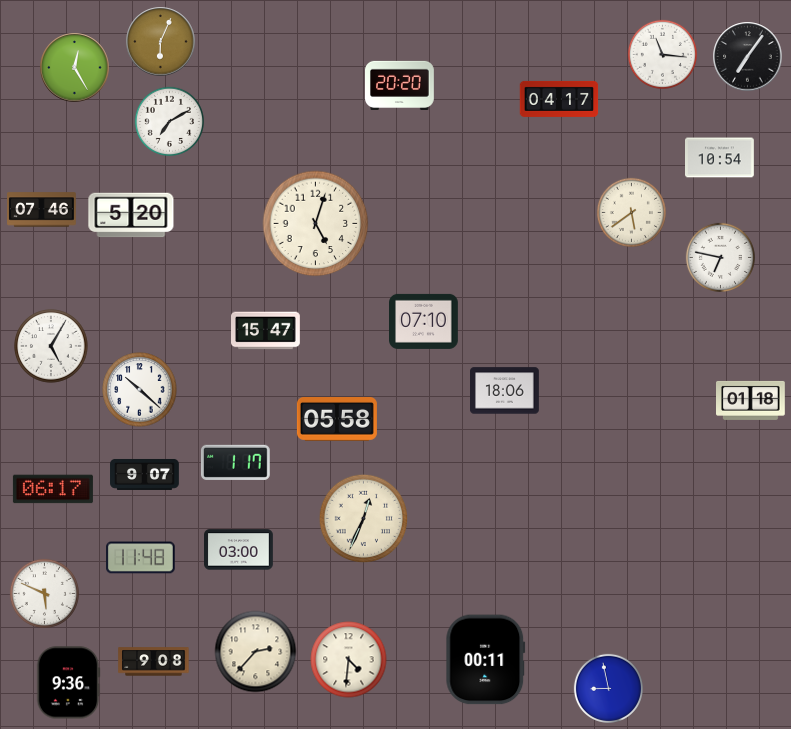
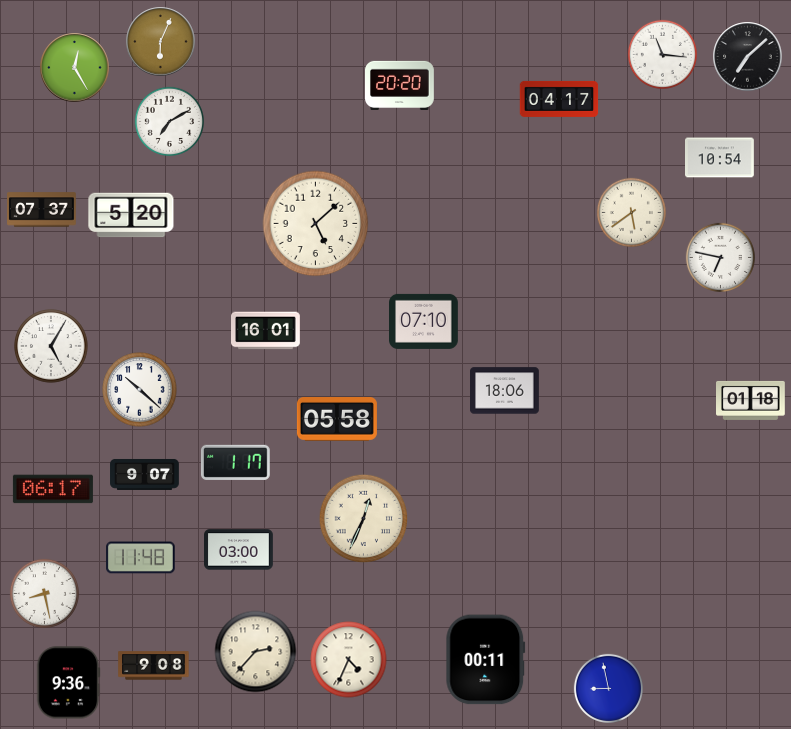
clock at (748, 57): 7:06 -> 7:08
clock at (42, 210): 07:46 -> 07:37
clock at (316, 224): 5:03 -> 5:08
clock at (266, 331): 15:47 -> 16:01
clock at (44, 593): 5:49 -> 8:28
clock at (349, 660): 4:31 -> 4:34
clock at (154, 662) position: (154, 662) -> (154, 666)
